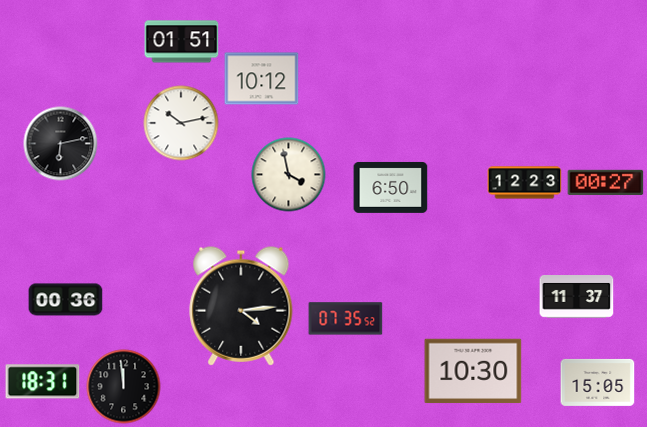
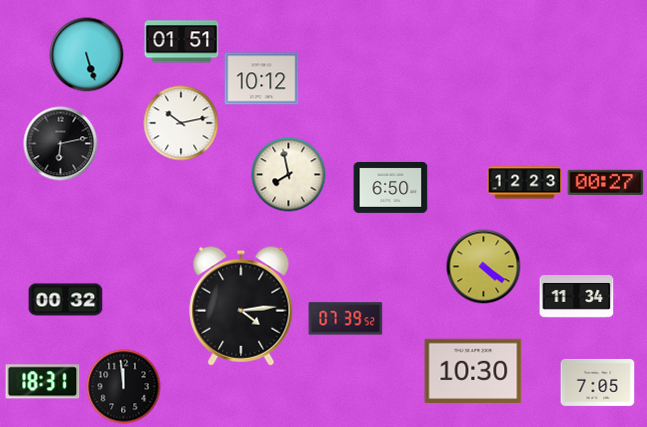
clock at (87, 55): none -> 5:27
clock at (289, 175): 3:58 -> 7:58
clock at (484, 267): none -> 4:21
clock at (577, 297): 11:37 -> 11:34
clock at (66, 300): 00:36 -> 00:32
clock at (346, 319): 07:35 -> 07:39
clock at (598, 382): 15:05 -> 7:05
